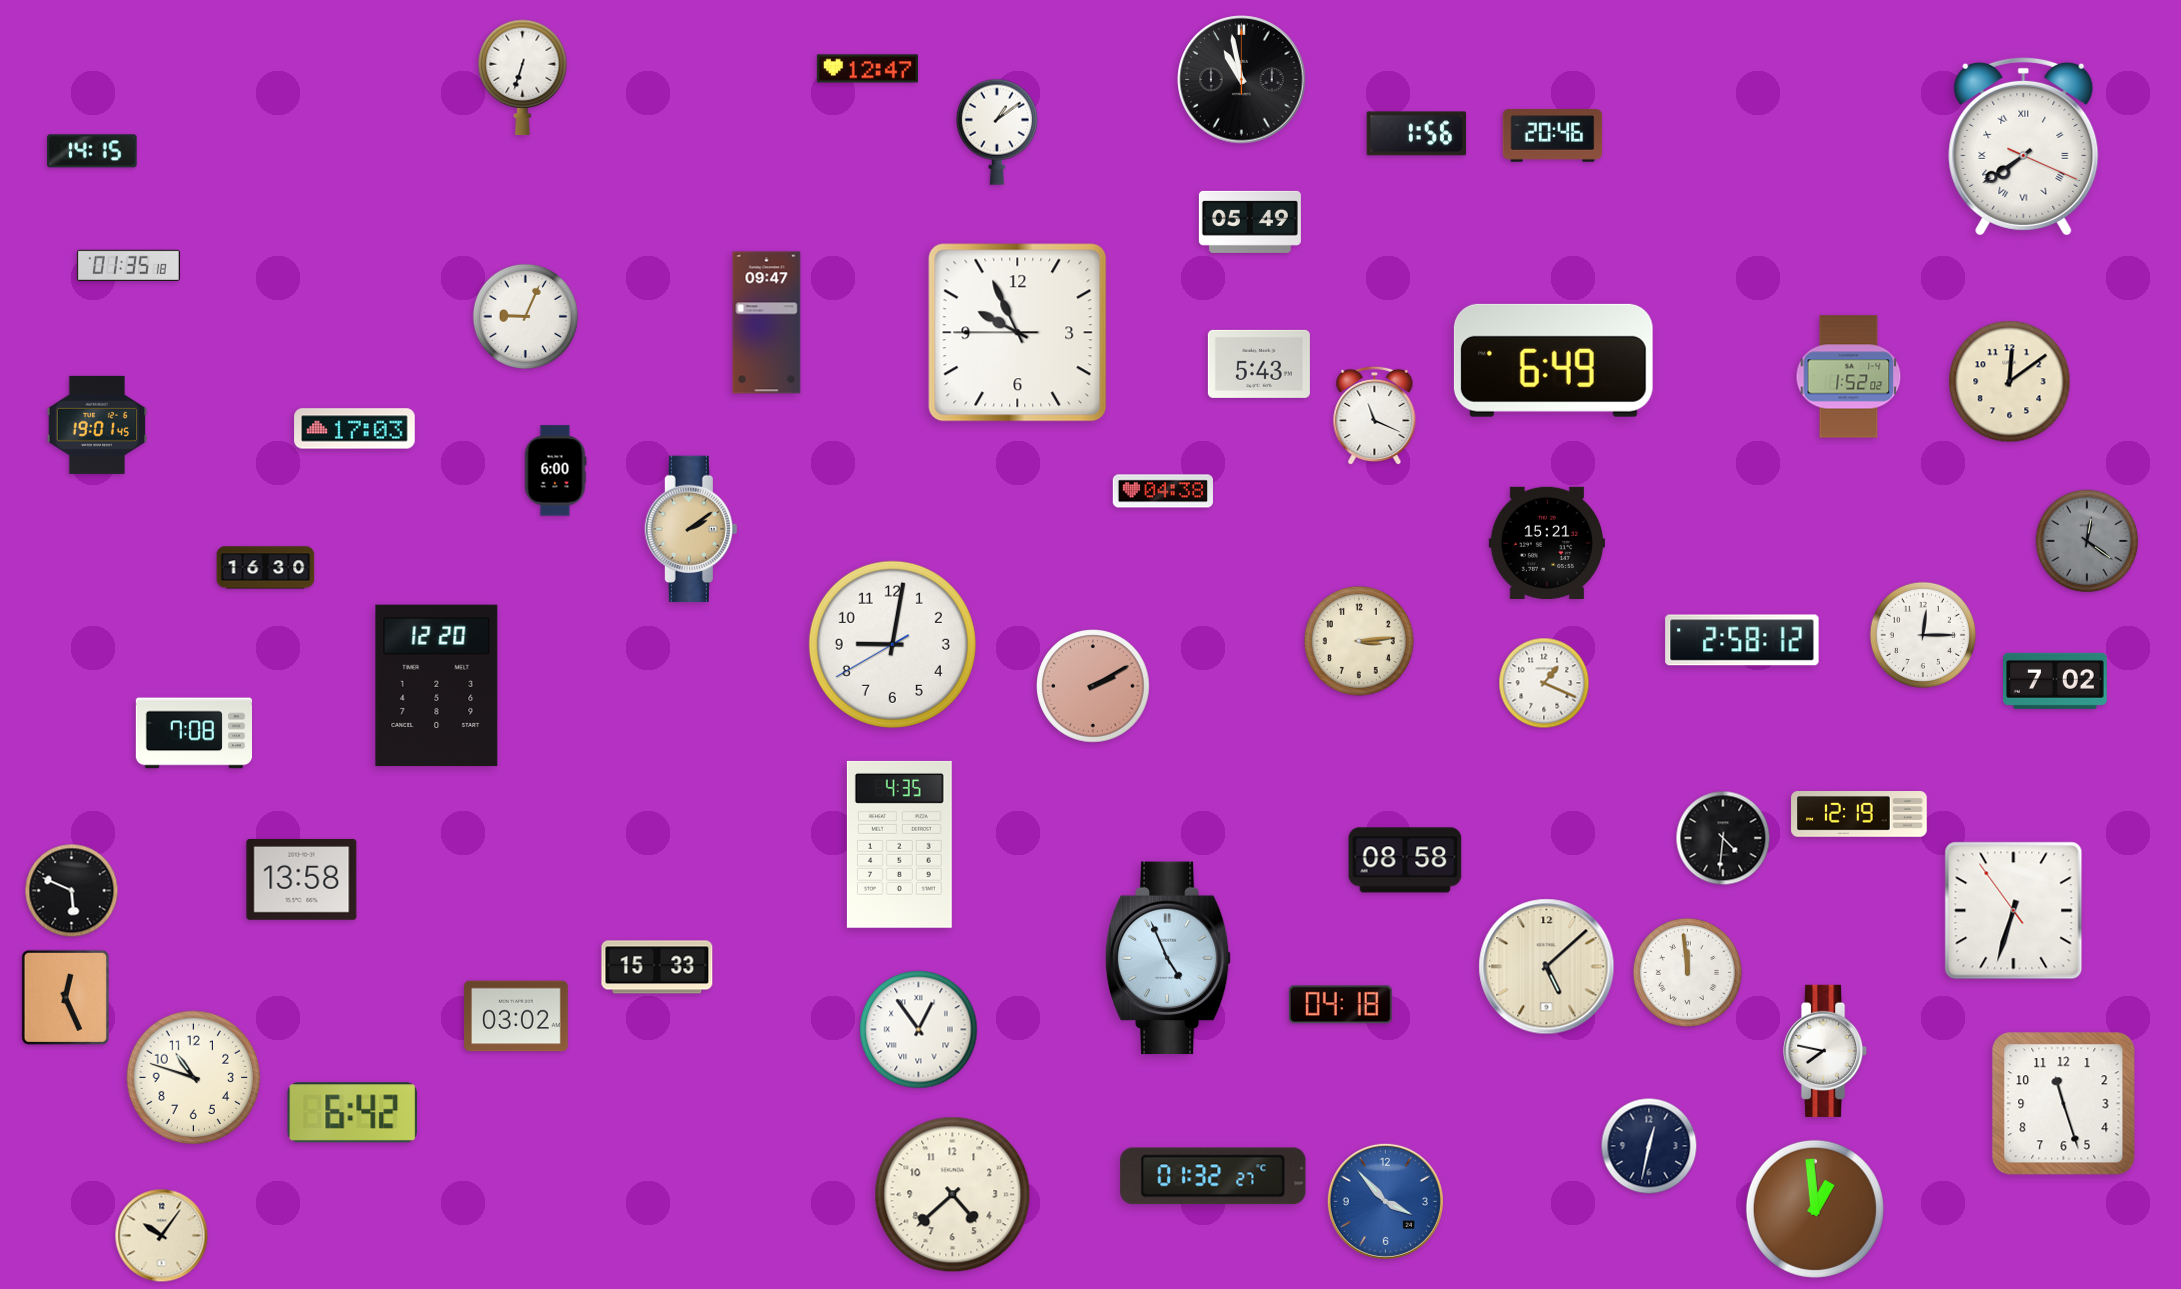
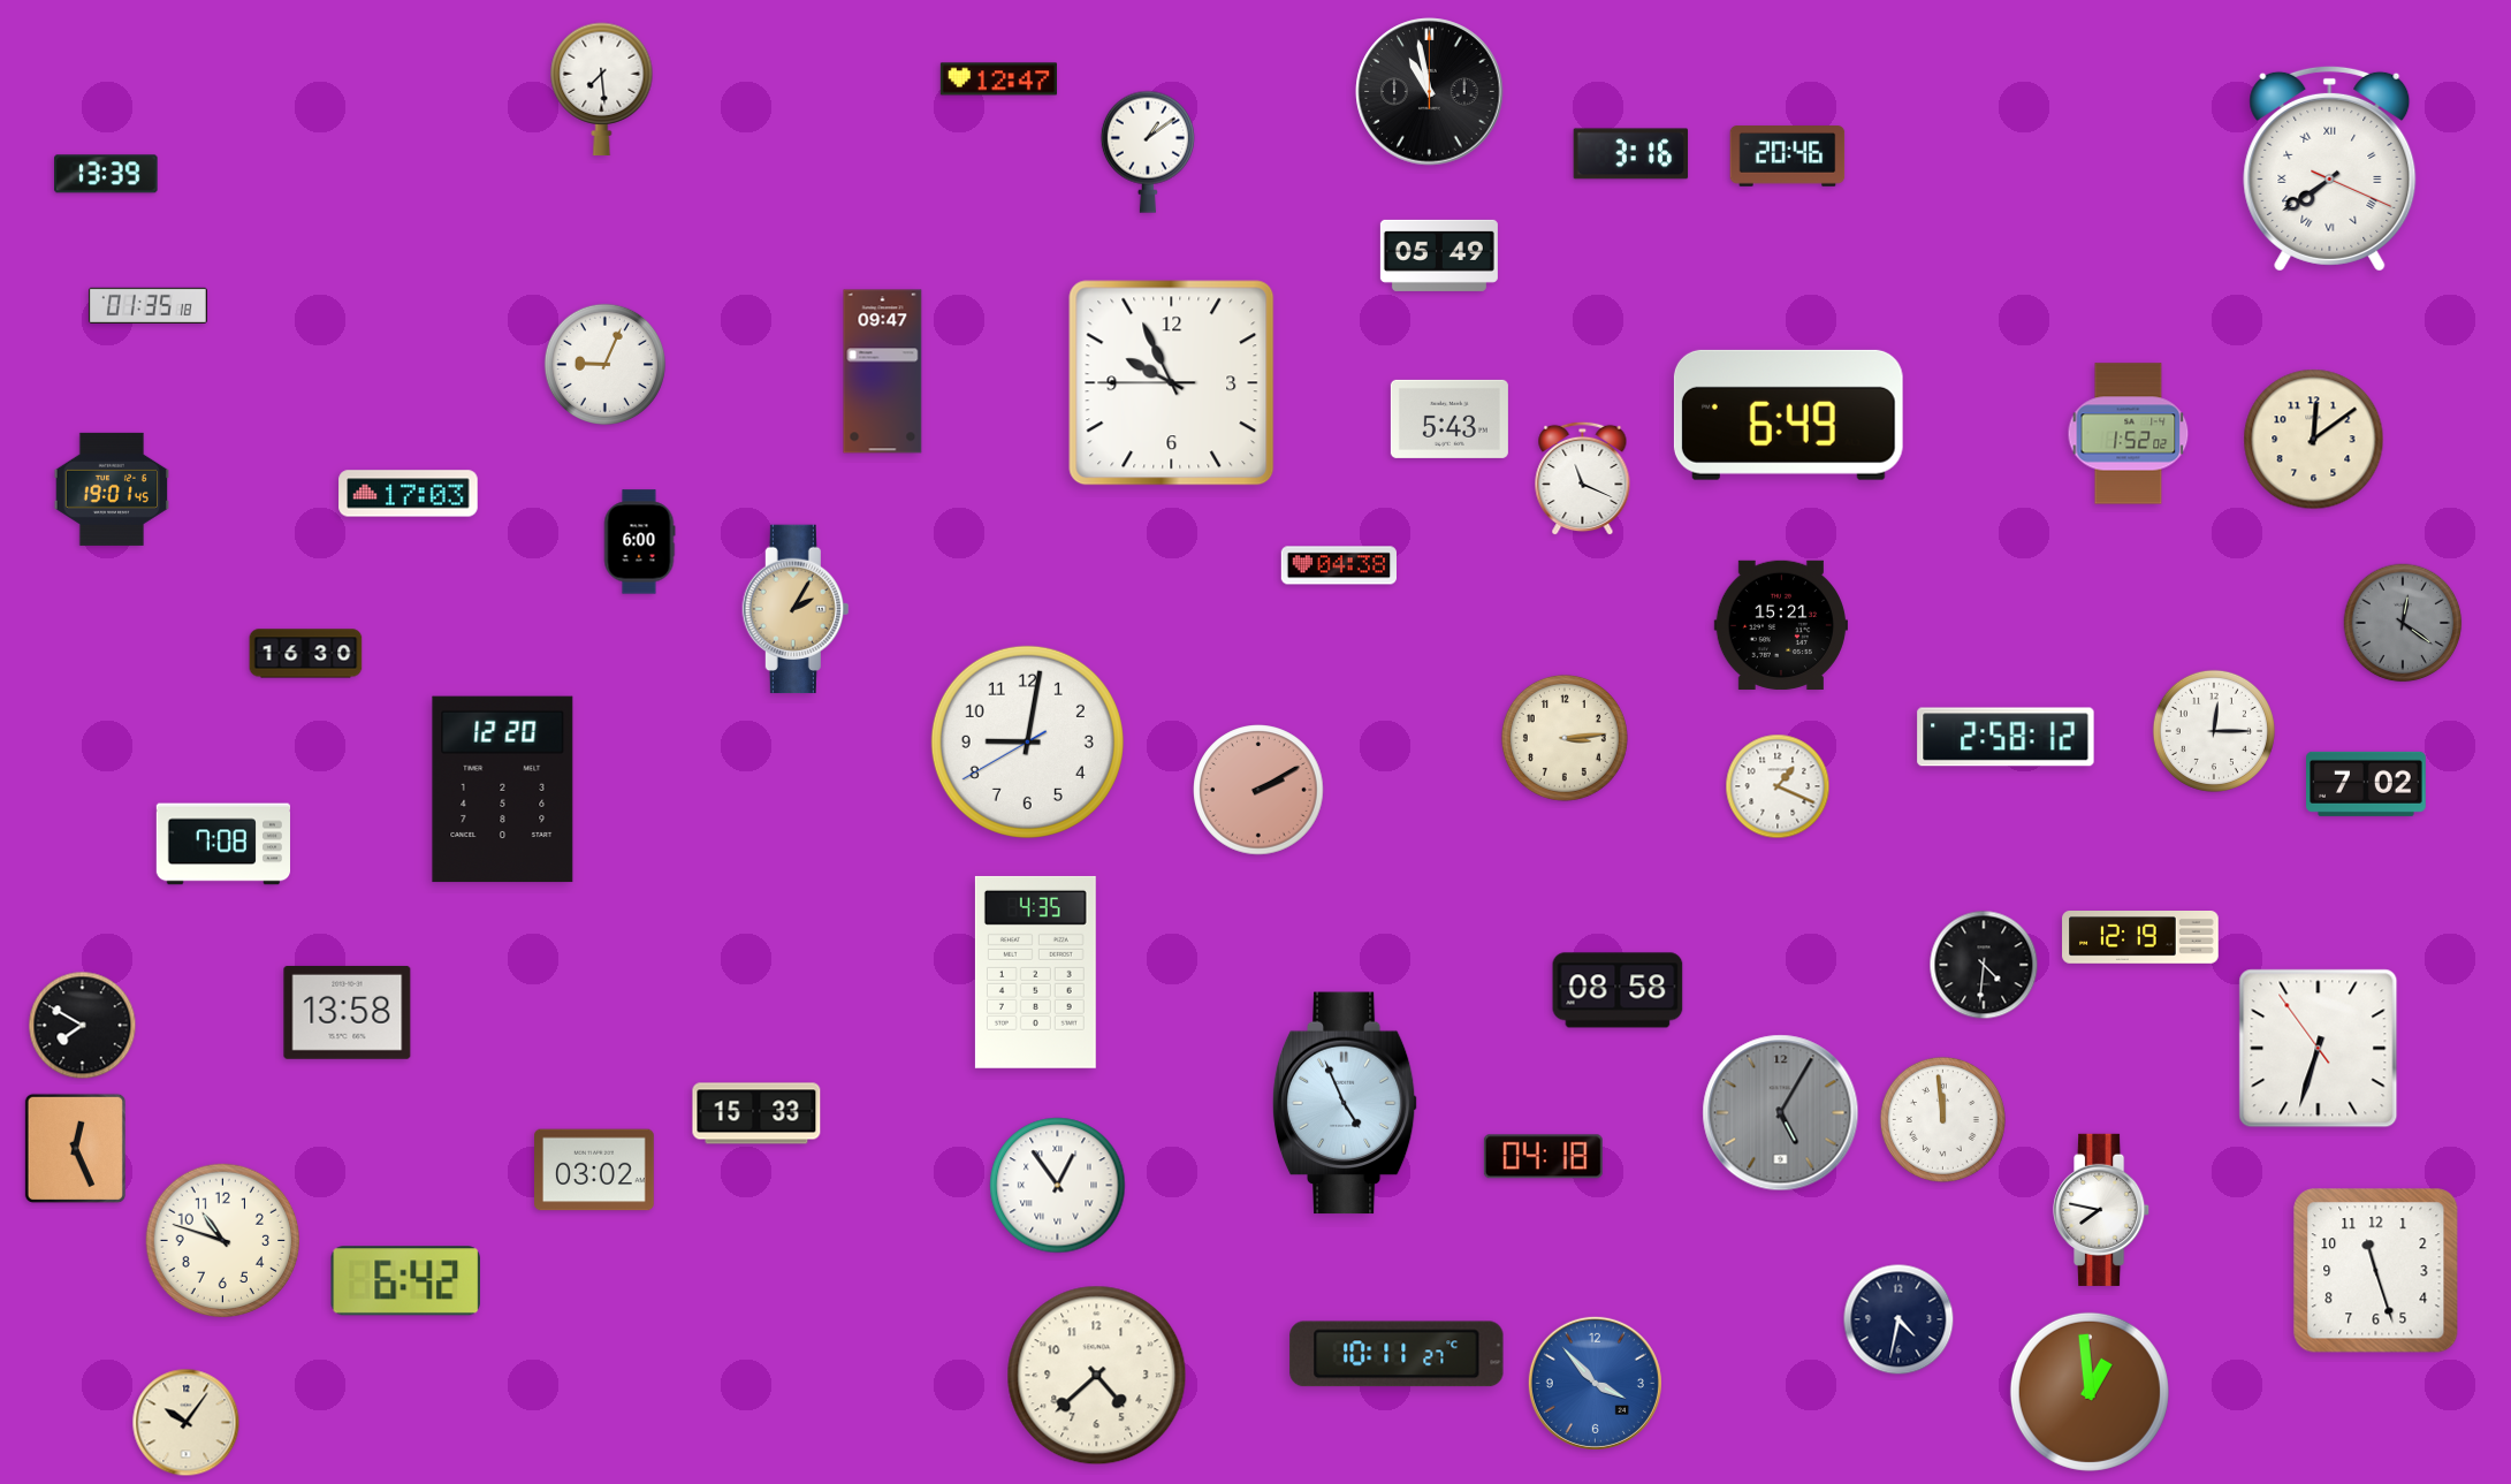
clock at (523, 78): 6:33 -> 7:29
clock at (1417, 134): 1:56 -> 3:16
clock at (92, 151): 14:15 -> 13:39
clock at (691, 529): 2:09 -> 2:05
clock at (72, 891): 5:49 -> 7:50
clock at (1547, 967): 5:08 -> 5:05
clock at (1547, 967) dial: cream -> grey
clock at (1649, 1146): 12:32 -> 4:32
clock at (1213, 1176): 01:32 -> 10:11
